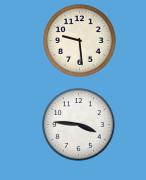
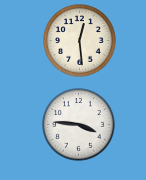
clock at (80, 41): 9:29 -> 12:29
